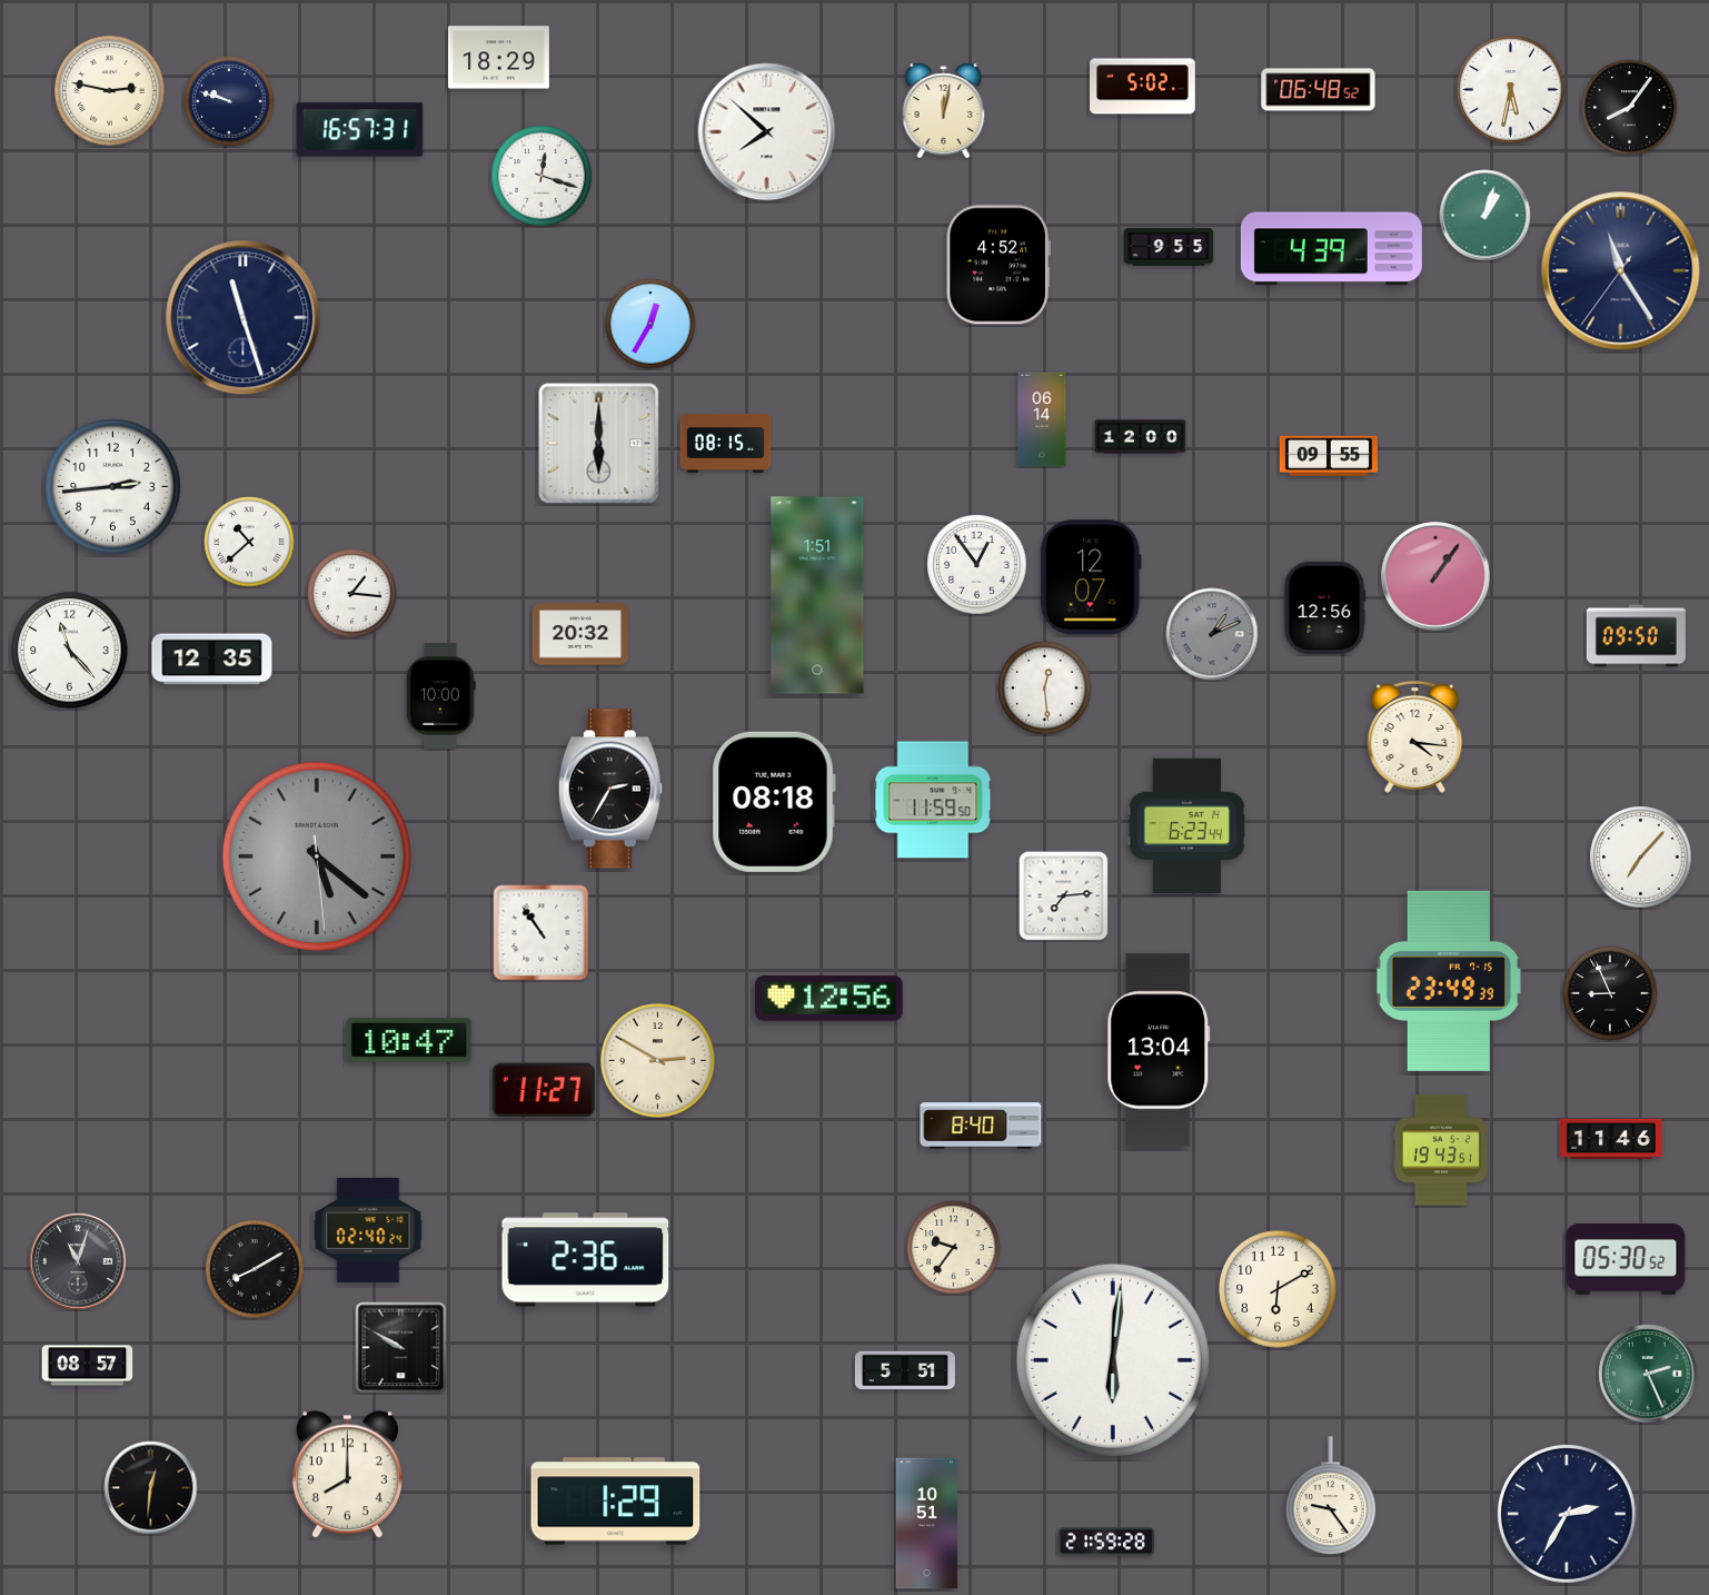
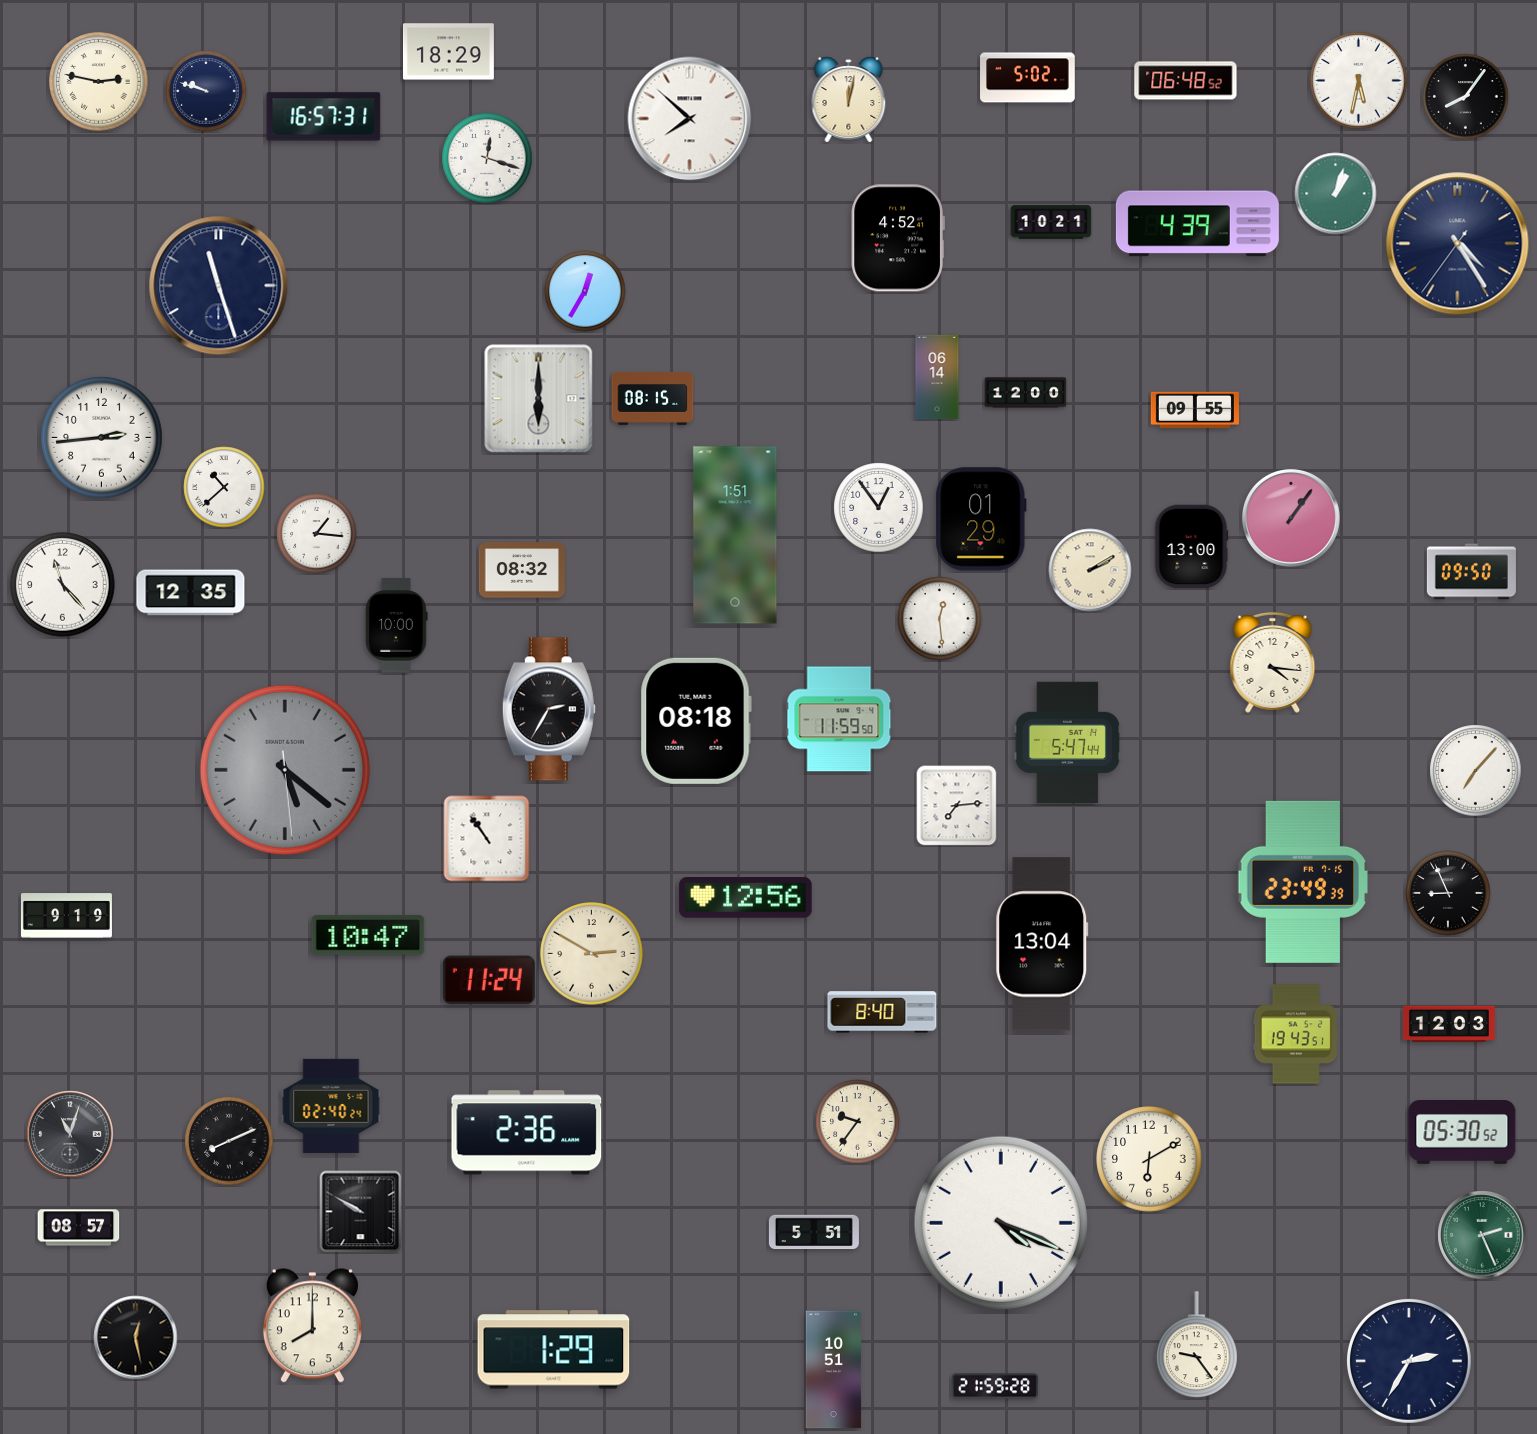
clock at (1169, 247): 9:55 -> 10:21
clock at (1621, 271): 11:24 -> 4:24
clock at (1091, 577): 12:07 -> 01:29
clock at (1325, 608): 12:56 -> 13:00
clock at (579, 634): 20:32 -> 08:32
clock at (1212, 634): 1:11 -> 2:10
clock at (1212, 634) dial: grey -> cream
clock at (1186, 825): 6:23 -> 5:47
clock at (66, 916): none -> 9:19
clock at (544, 1090): 11:27 -> 11:24
clock at (1611, 1138): 11:46 -> 12:03
clock at (255, 1269): 8:10 -> 8:11
clock at (1113, 1360): 6:01 -> 4:19
clock at (151, 1488): 12:31 -> 12:28
